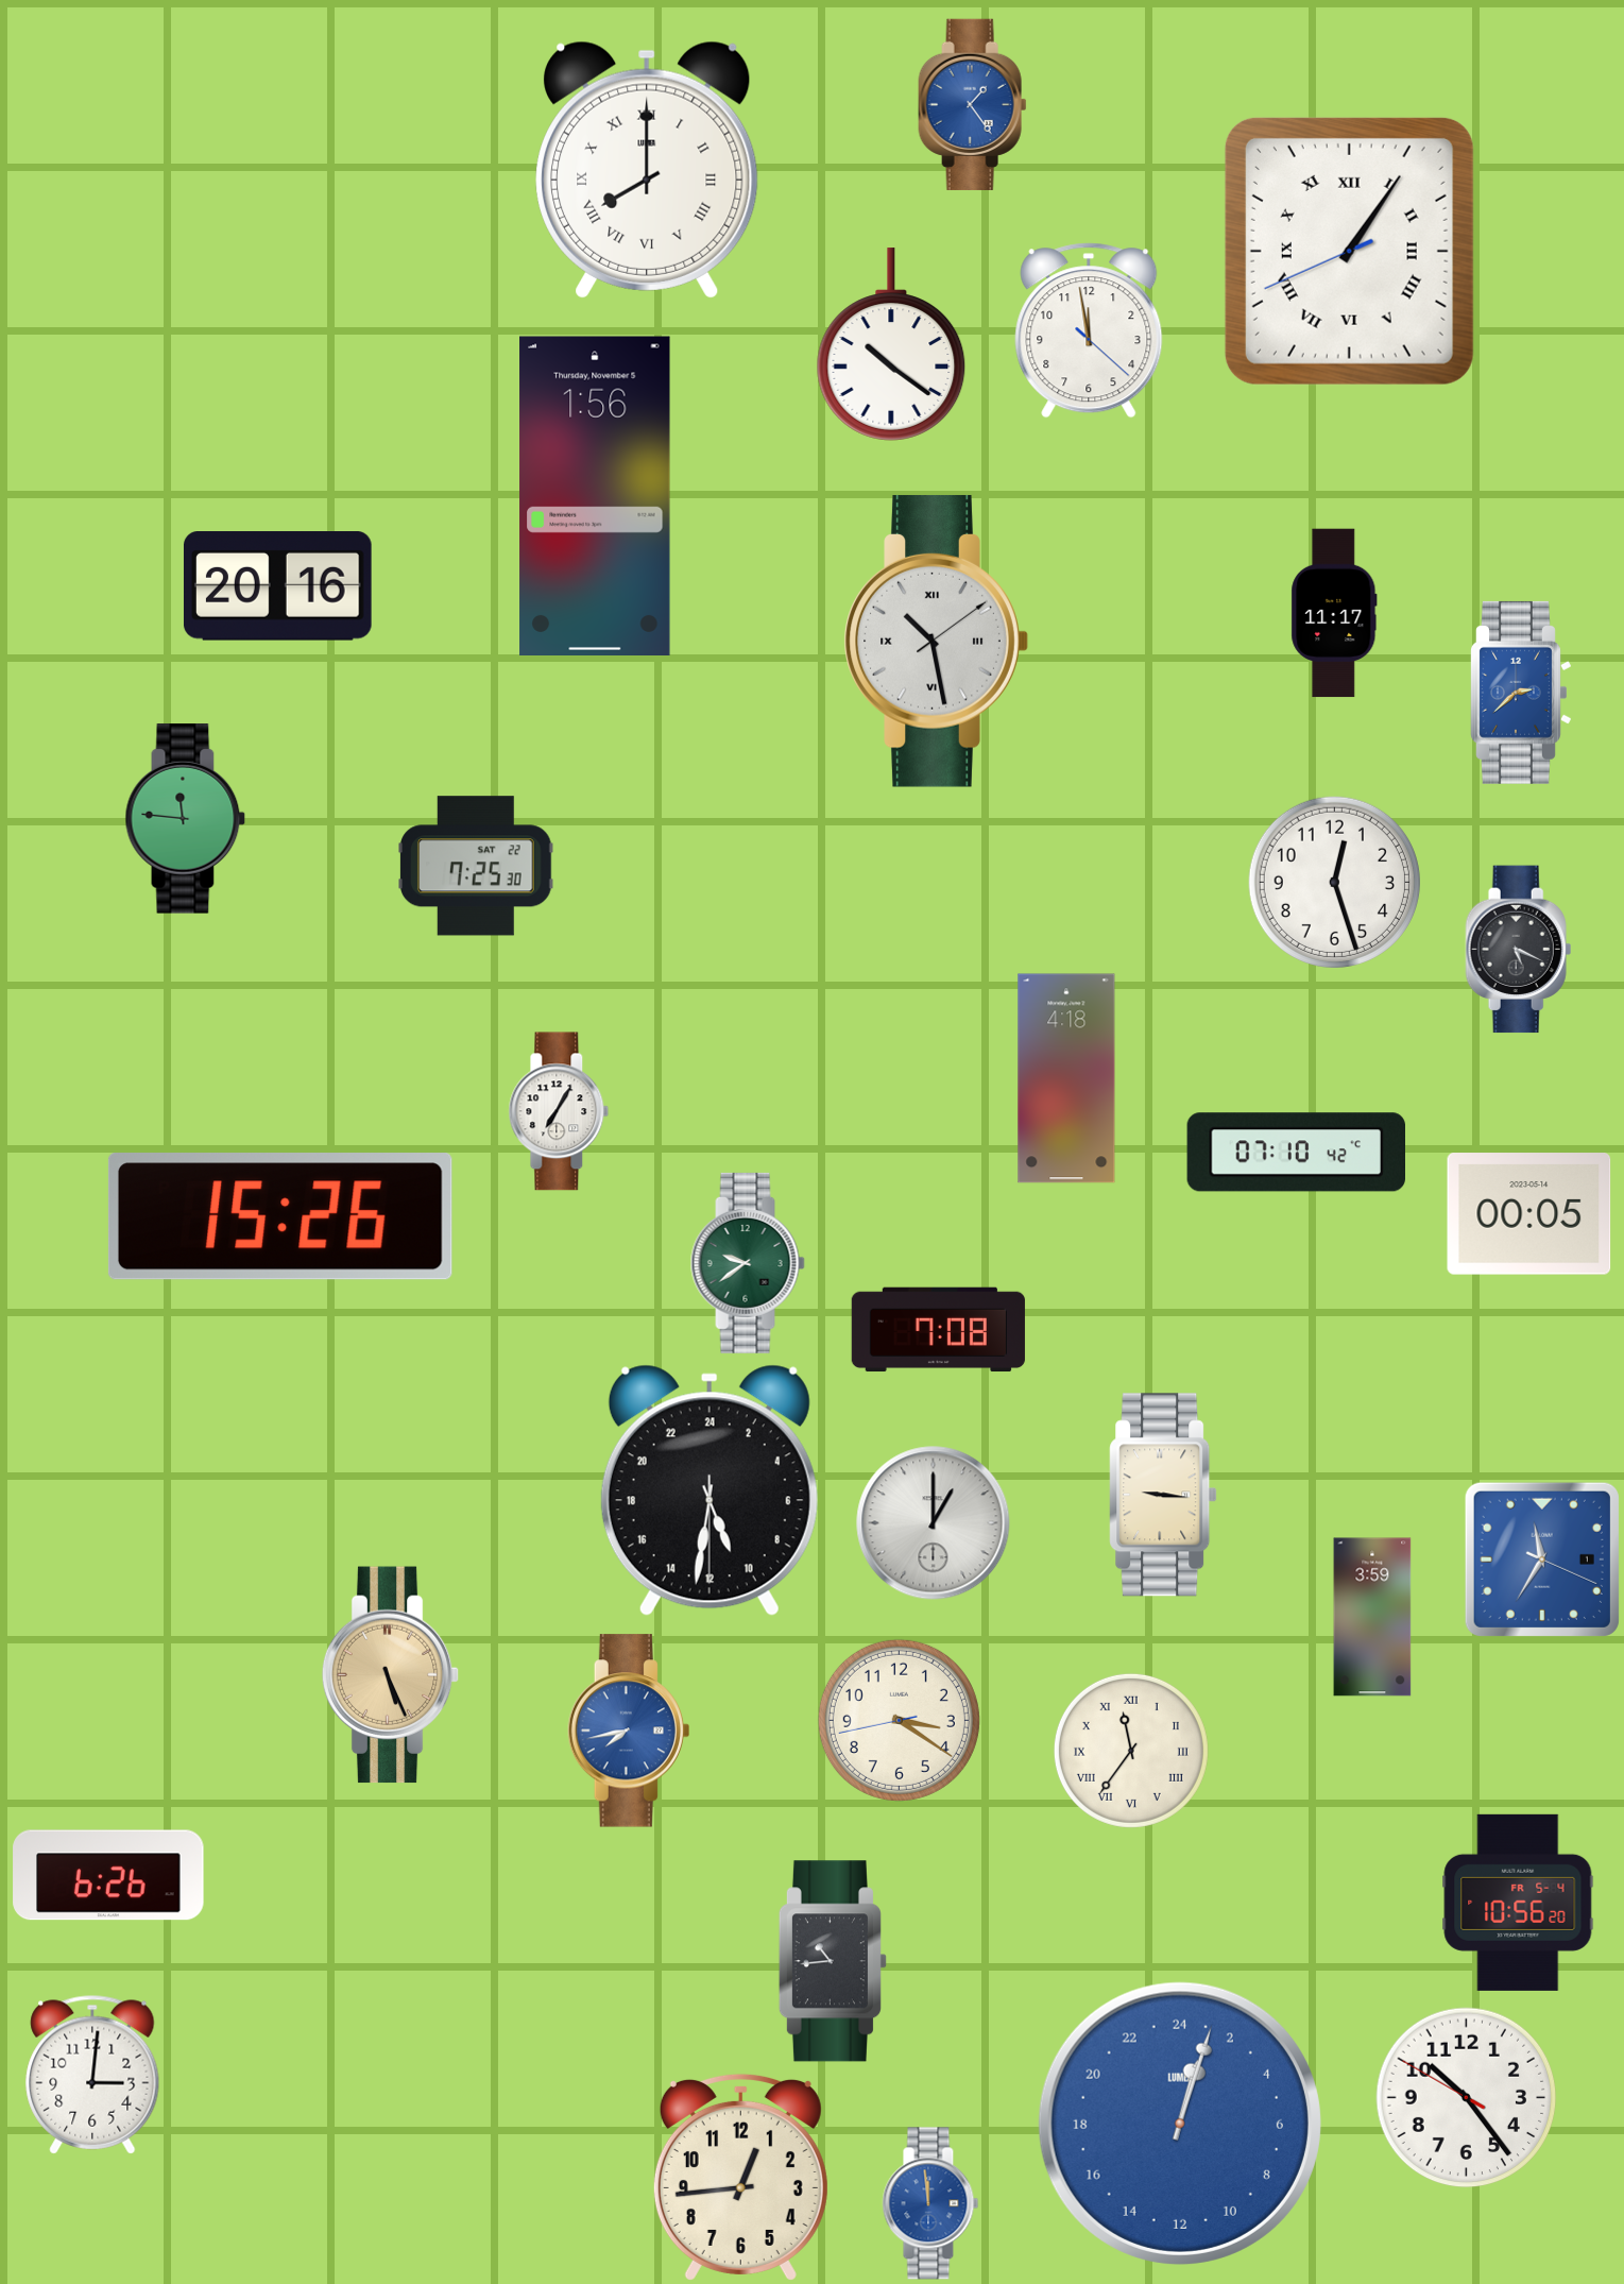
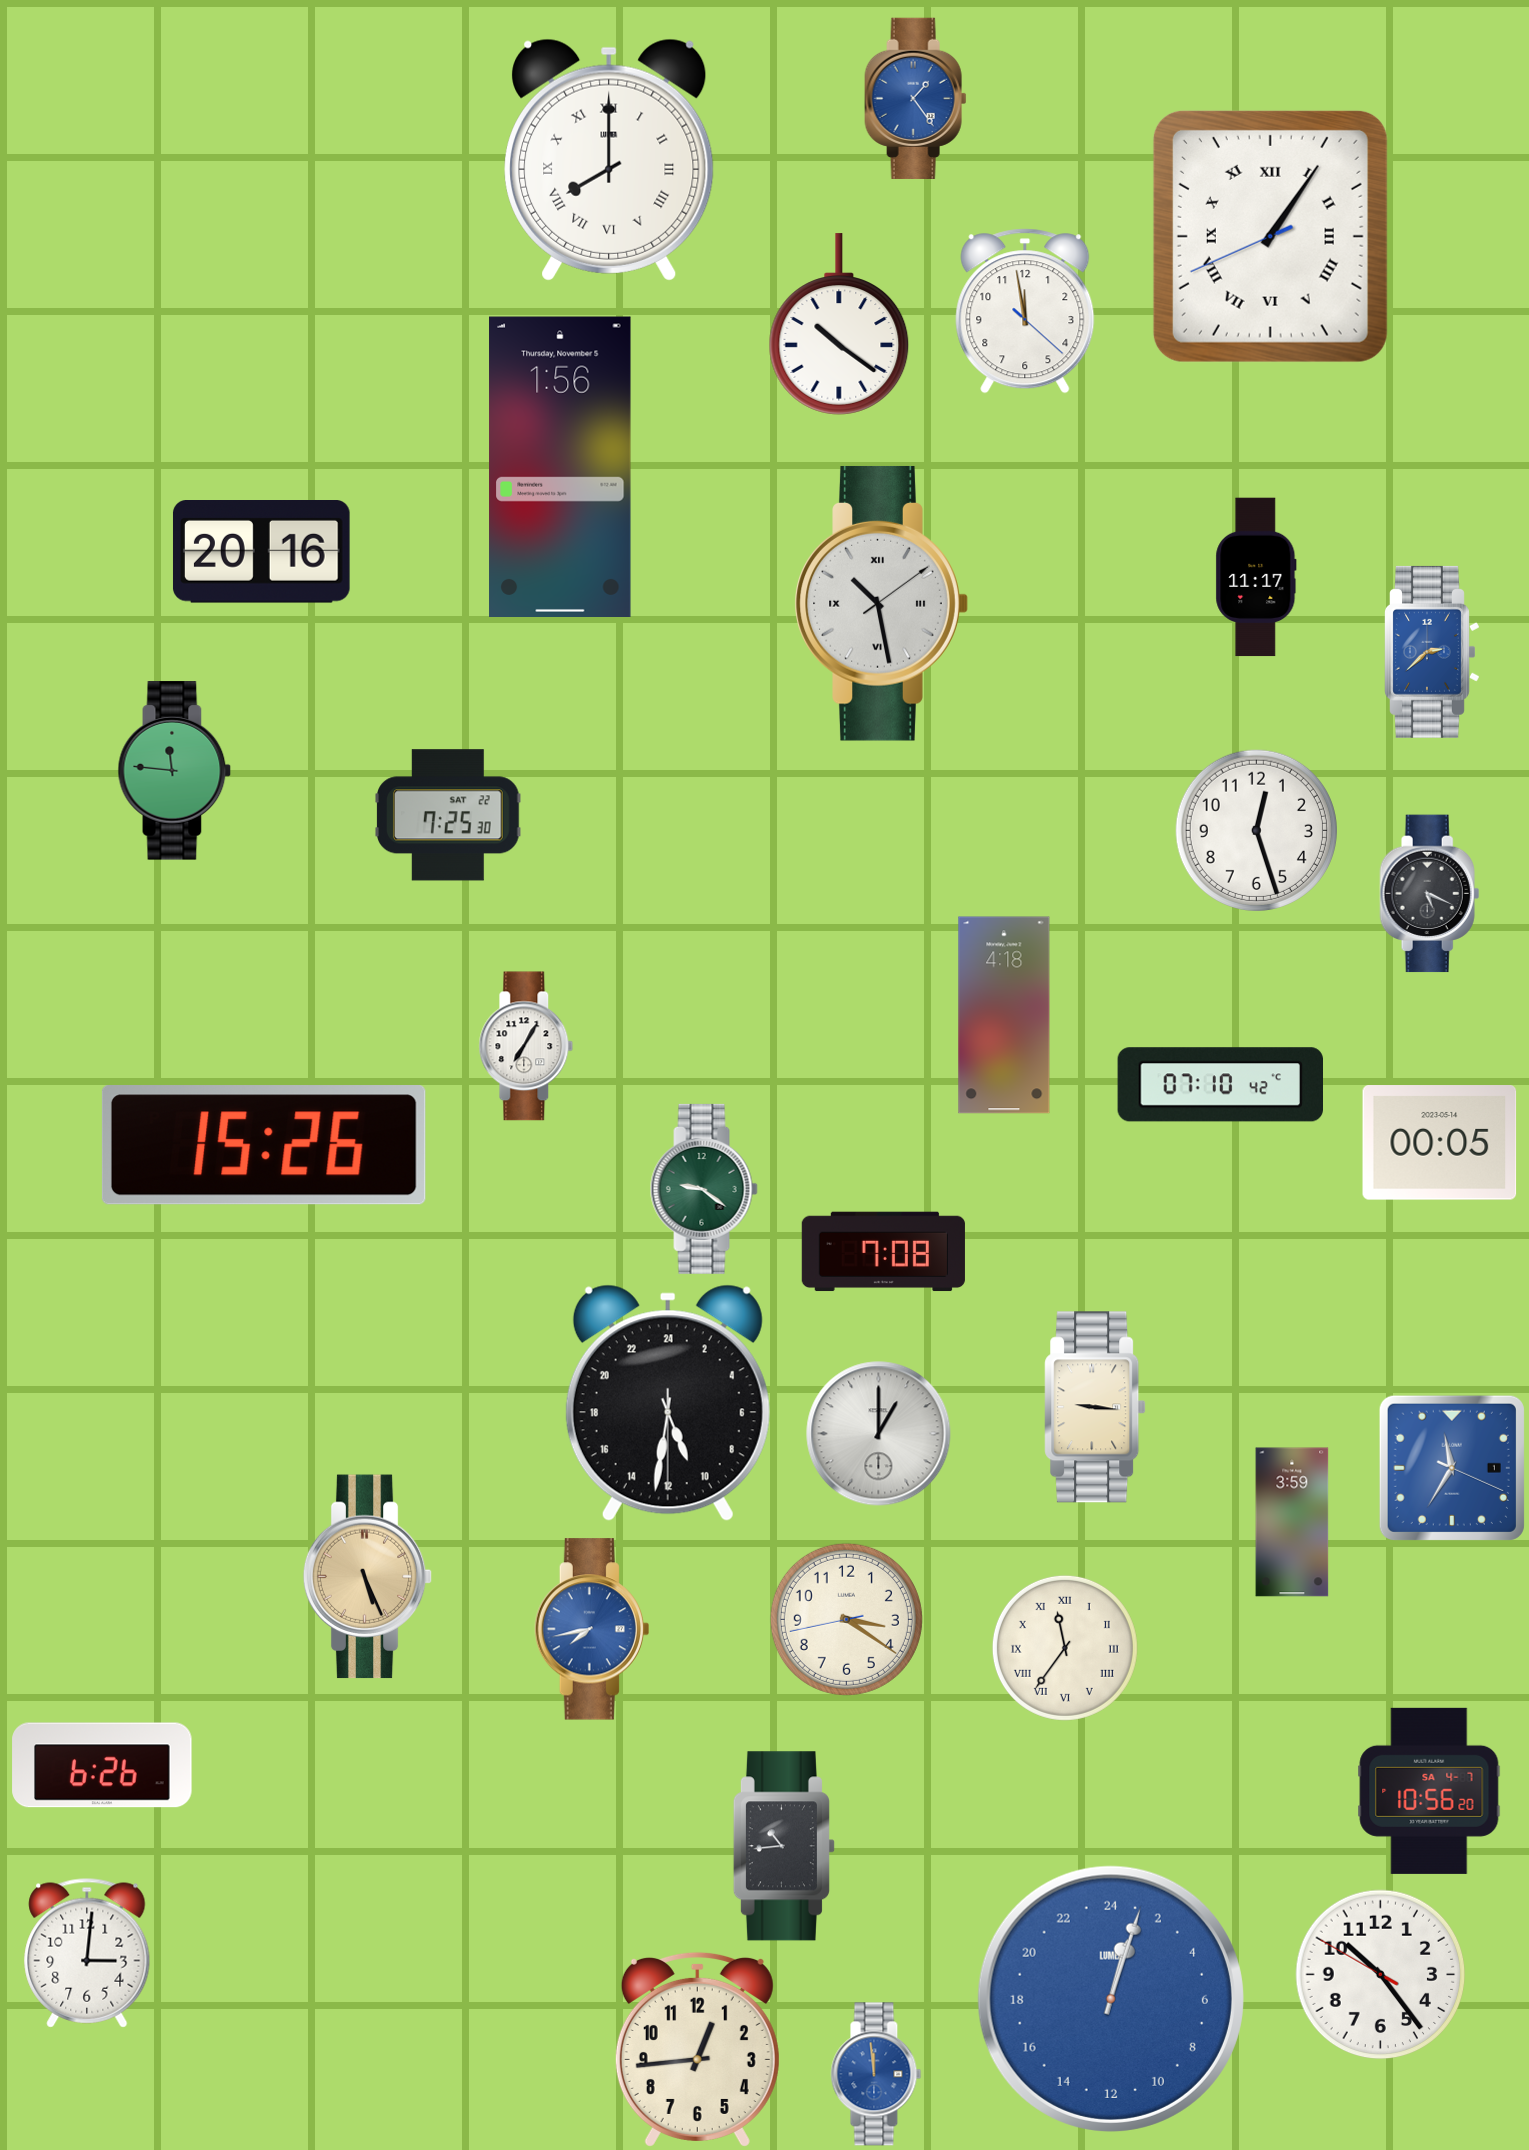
clock at (748, 1263): 9:39 -> 9:21
clock at (1518, 1903) date: FR 5-4 -> SA 4-7
